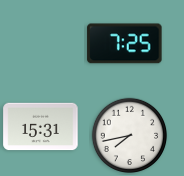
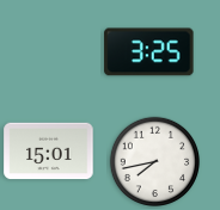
clock at (125, 44): 7:25 -> 3:25
clock at (41, 127): 15:31 -> 15:01
